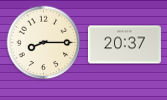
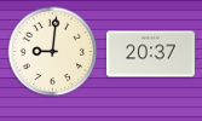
clock at (44, 43): 8:15 -> 9:01
